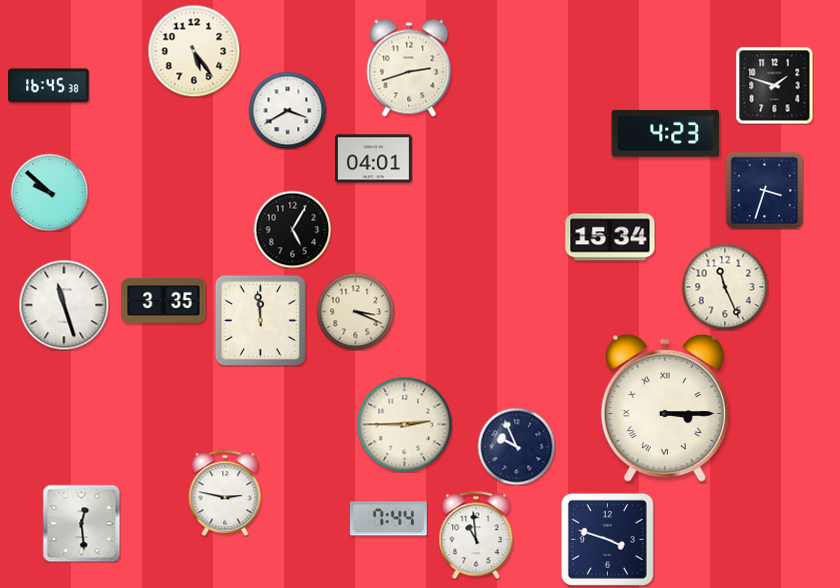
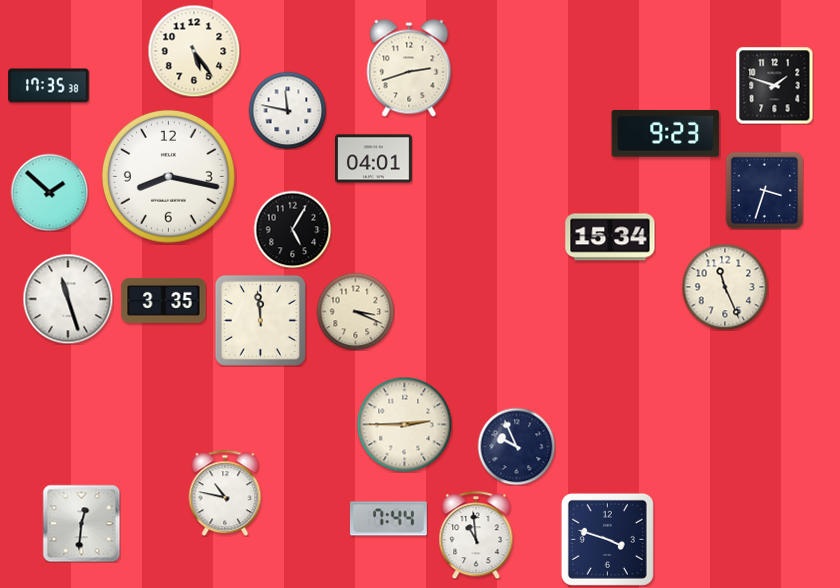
clock at (49, 86): 16:45 -> 17:35
clock at (287, 110): 3:40 -> 11:47
clock at (666, 134): 4:23 -> 9:23
clock at (169, 177): none -> 8:17
clock at (49, 192): 9:52 -> 1:52
clock at (64, 305) position: (64, 305) -> (68, 299)
clock at (665, 408): 3:15 -> none
clock at (225, 493): 2:47 -> 10:47
clock at (81, 523): 12:29 -> 12:31
